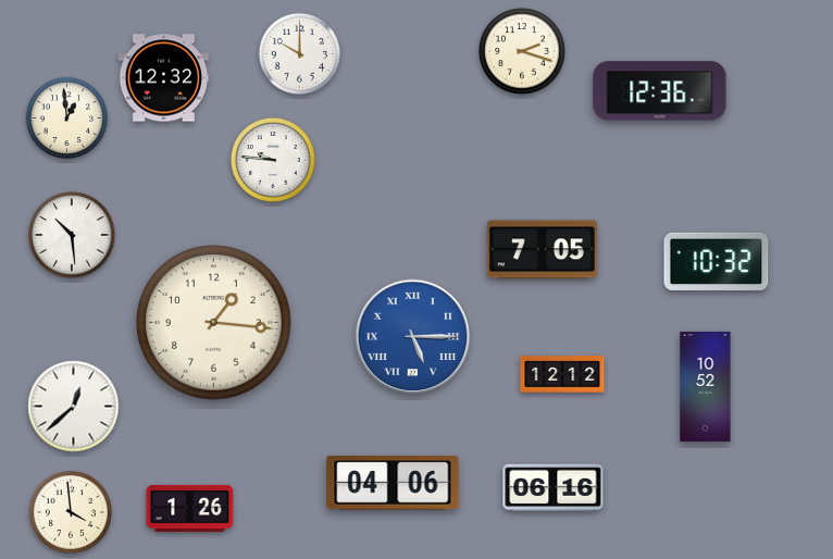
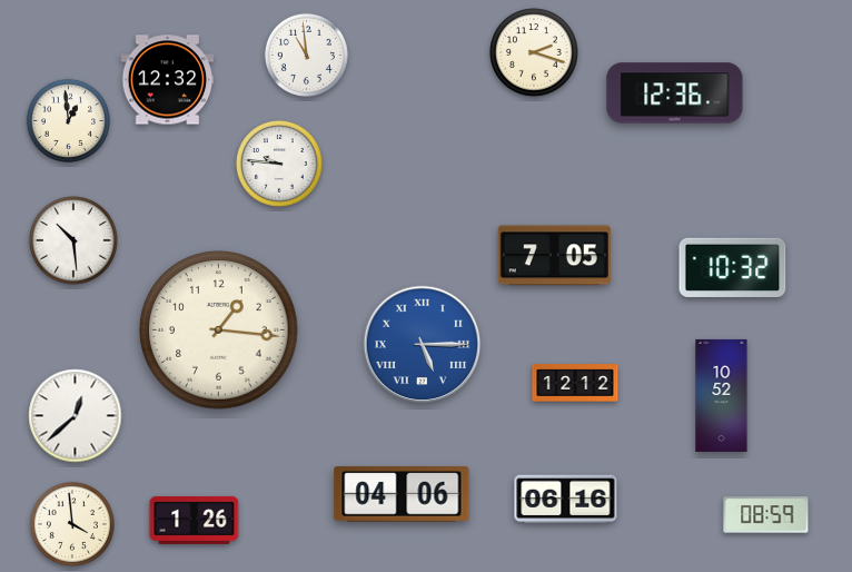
clock at (299, 53): 10:00 -> 10:59
clock at (766, 515): none -> 08:59
